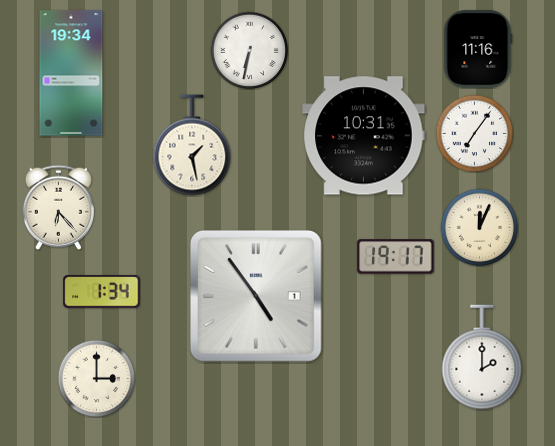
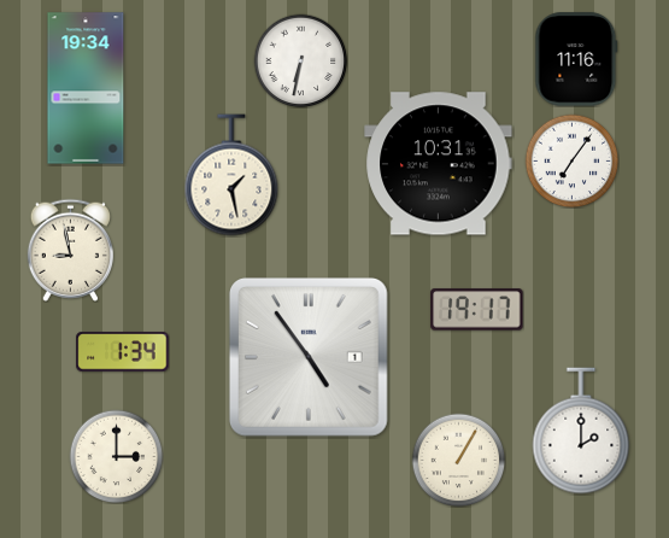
clock at (58, 207): 6:23 -> 8:58
clock at (479, 227): 12:04 -> none
clock at (458, 460): none -> 1:05
